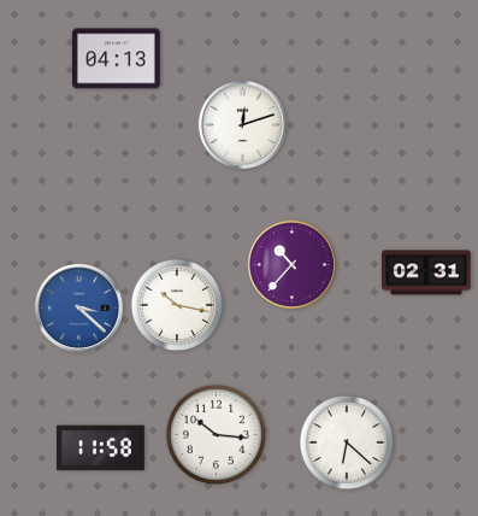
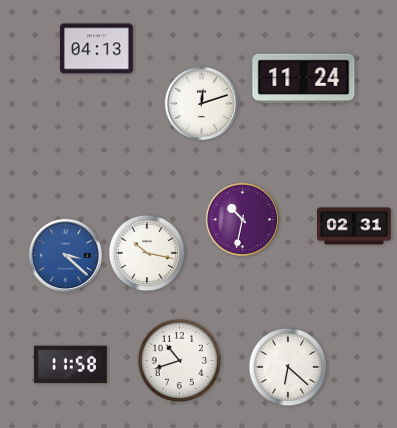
clock at (304, 79): none -> 11:24
clock at (291, 264): 10:37 -> 10:32
clock at (216, 434): 10:16 -> 10:42
clock at (100, 448) position: (100, 448) -> (70, 365)
